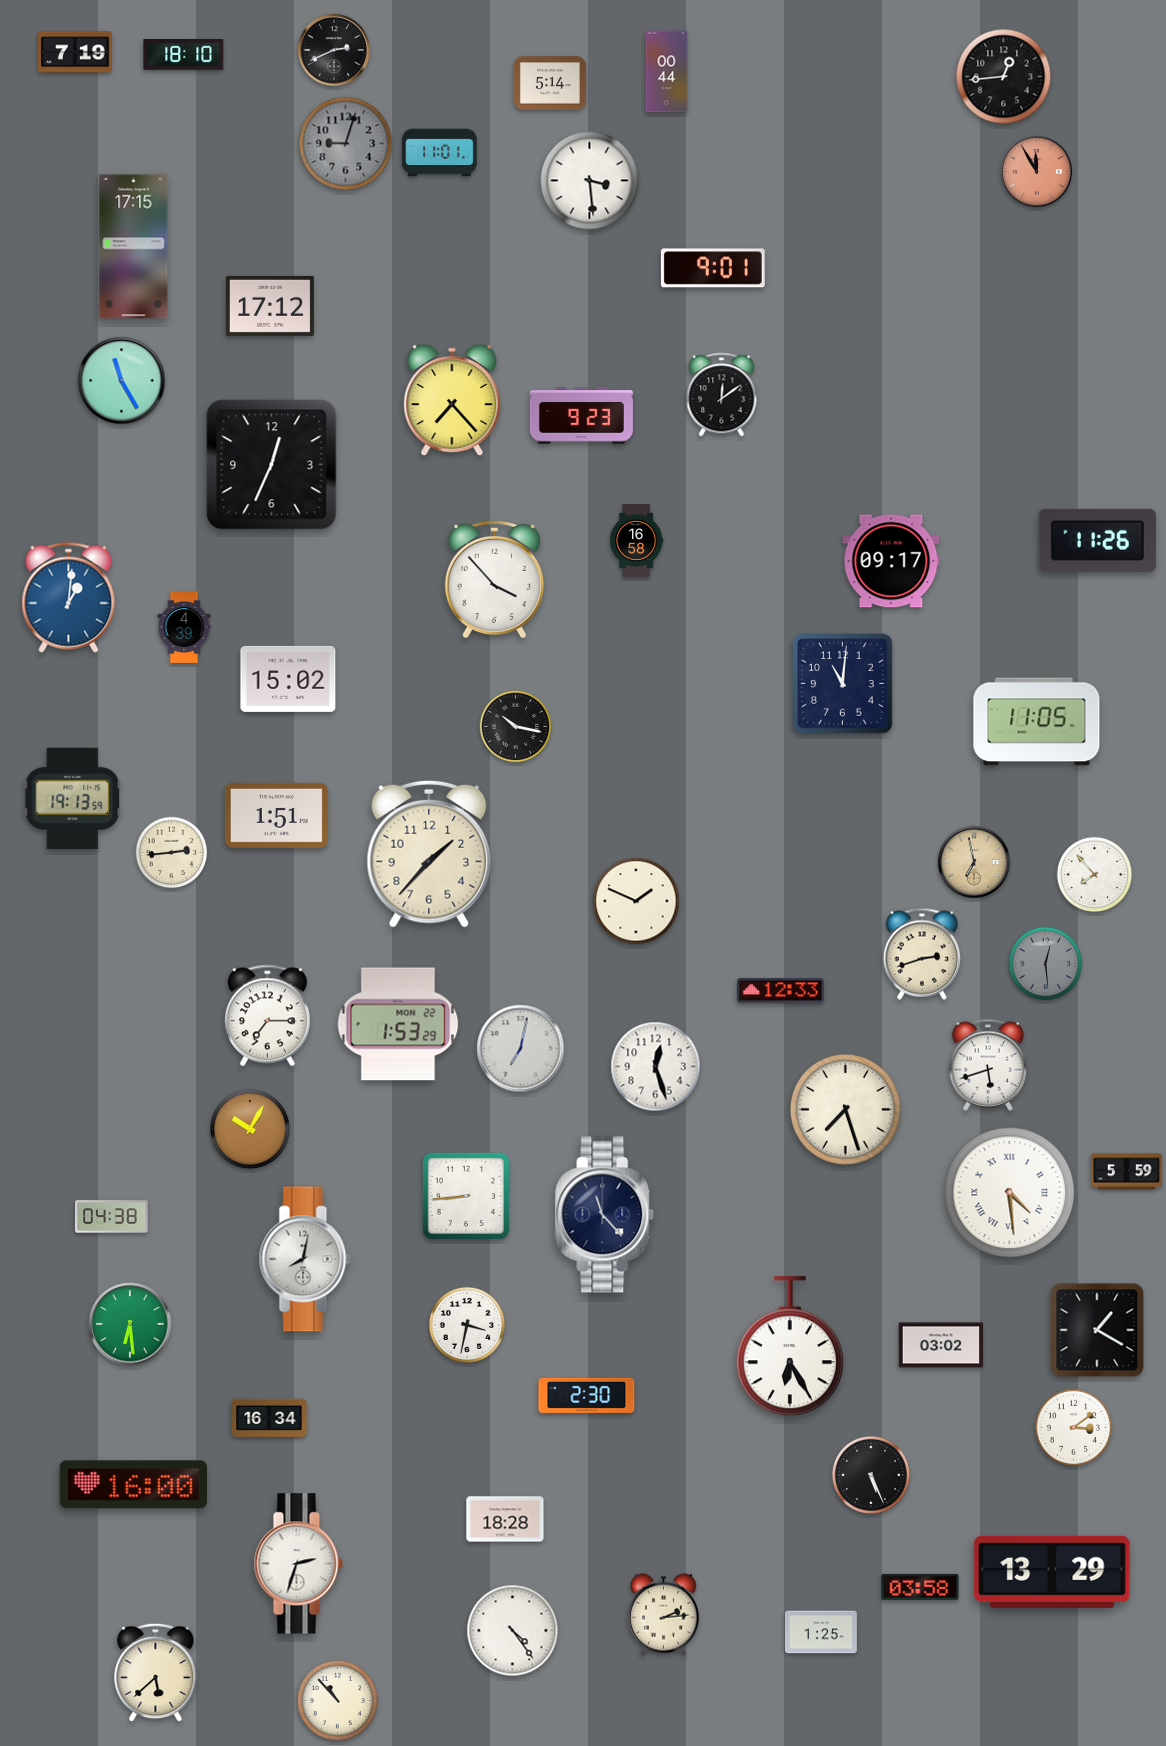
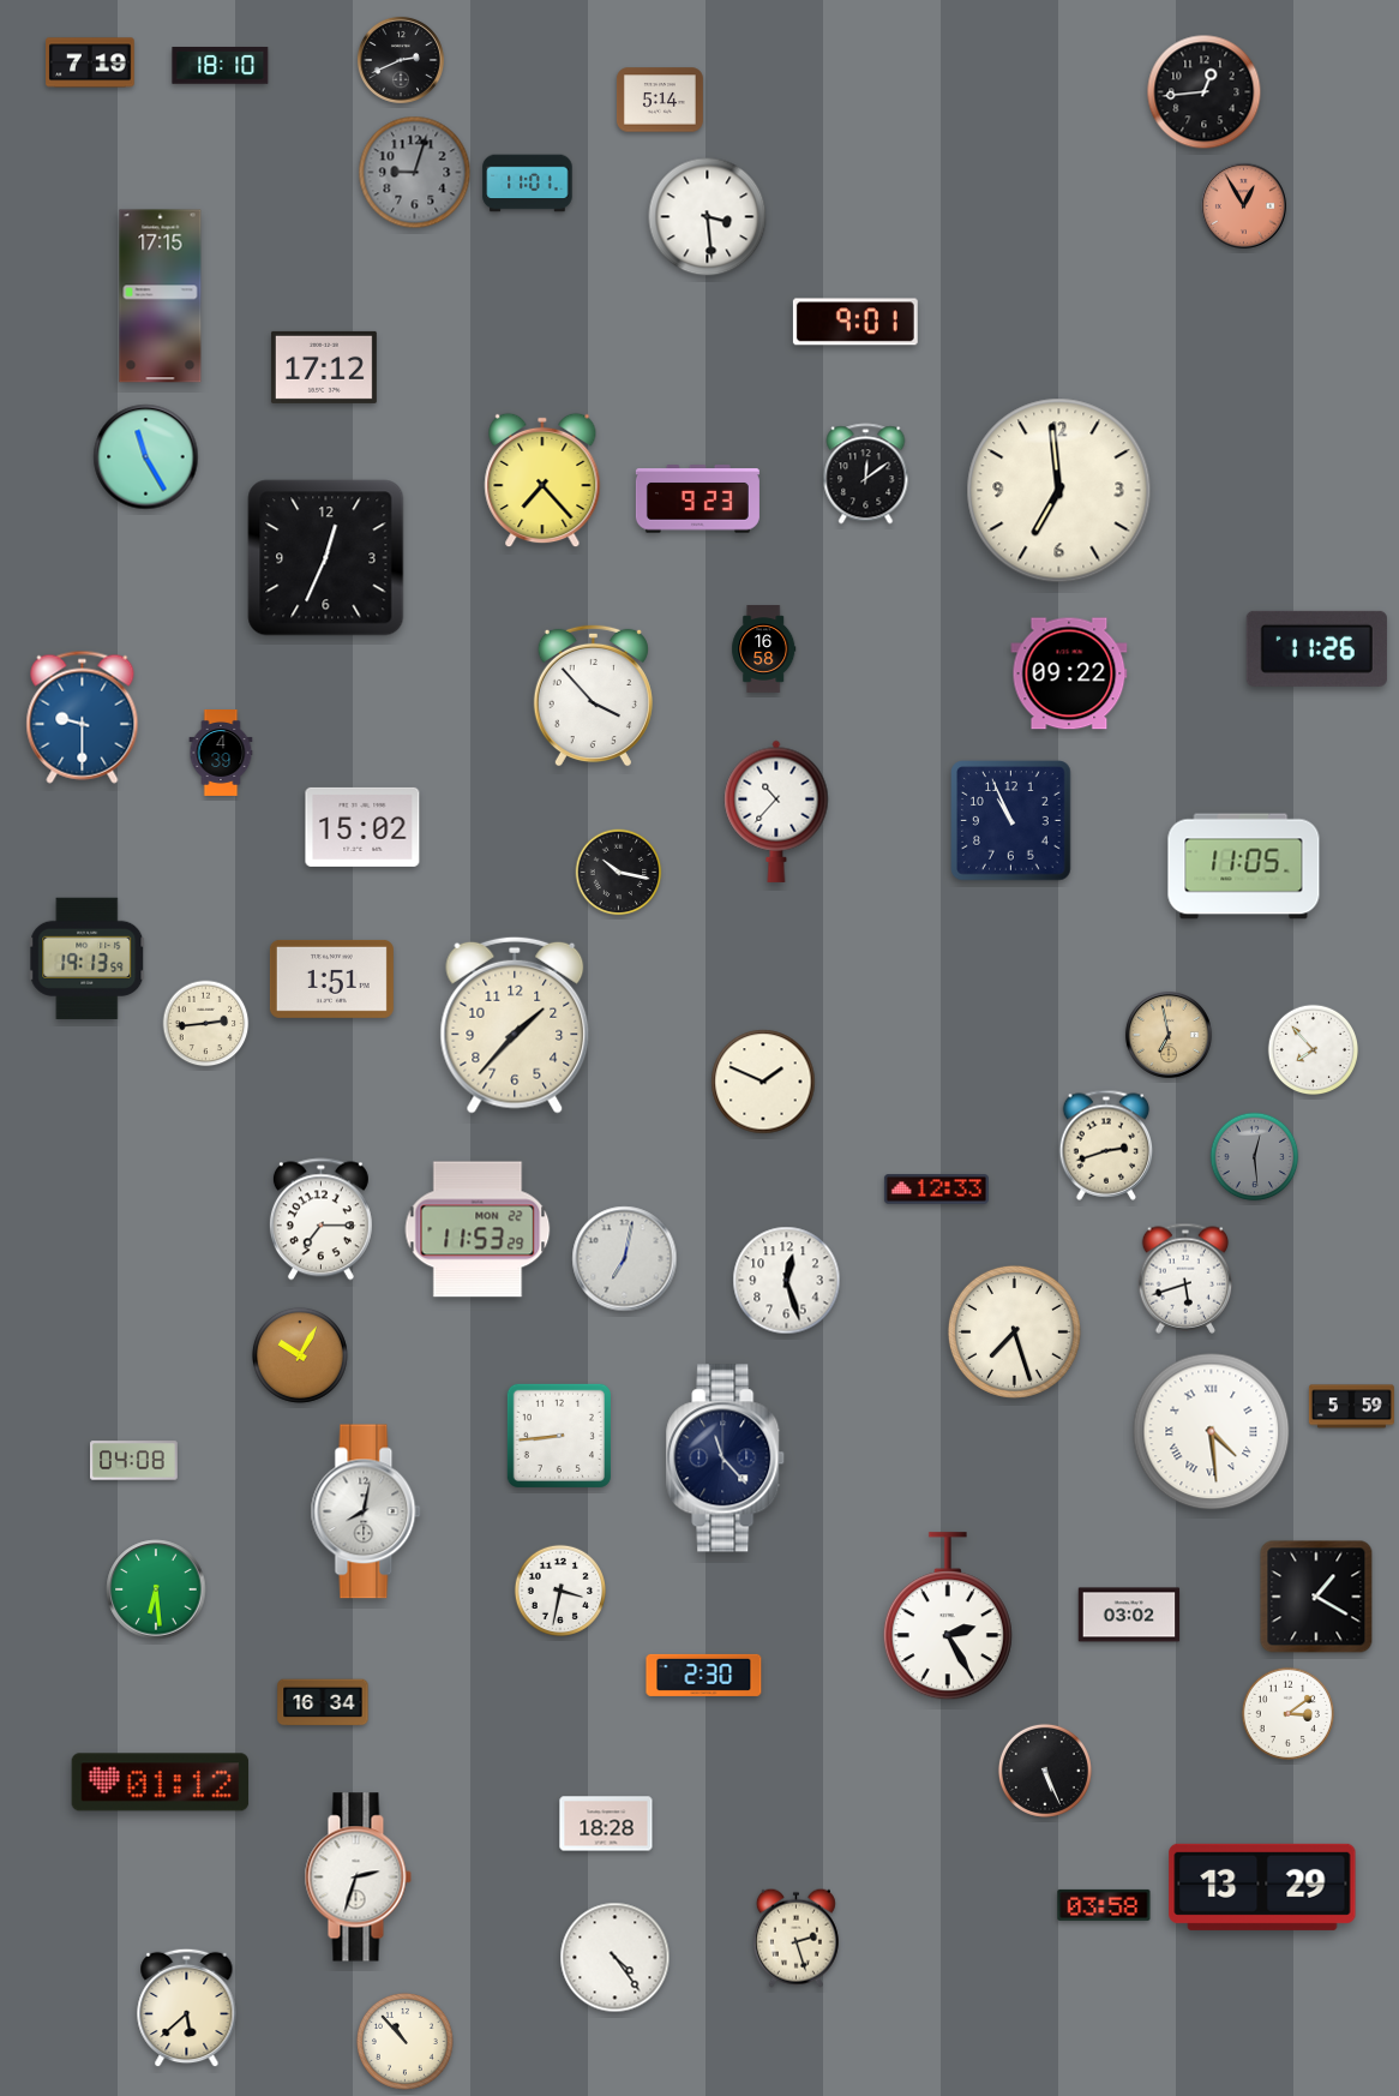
clock at (667, 72): 00:44 -> none
clock at (1036, 171): 11:55 -> 12:55
clock at (1059, 491): none -> 6:59
clock at (891, 561): 09:17 -> 09:22
clock at (69, 597): 1:01 -> 9:30
clock at (776, 812): none -> 10:37
clock at (288, 679) position: (288, 679) -> (362, 827)
clock at (843, 684): 11:01 -> 10:56
clock at (398, 1024): 1:53 -> 11:53
clock at (112, 1217): 04:38 -> 04:08
clock at (790, 1347): 6:25 -> 2:25
clock at (134, 1485): 16:00 -> 01:12
clock at (663, 1614): 2:14 -> 2:27
clock at (821, 1632): 1:25 -> none
